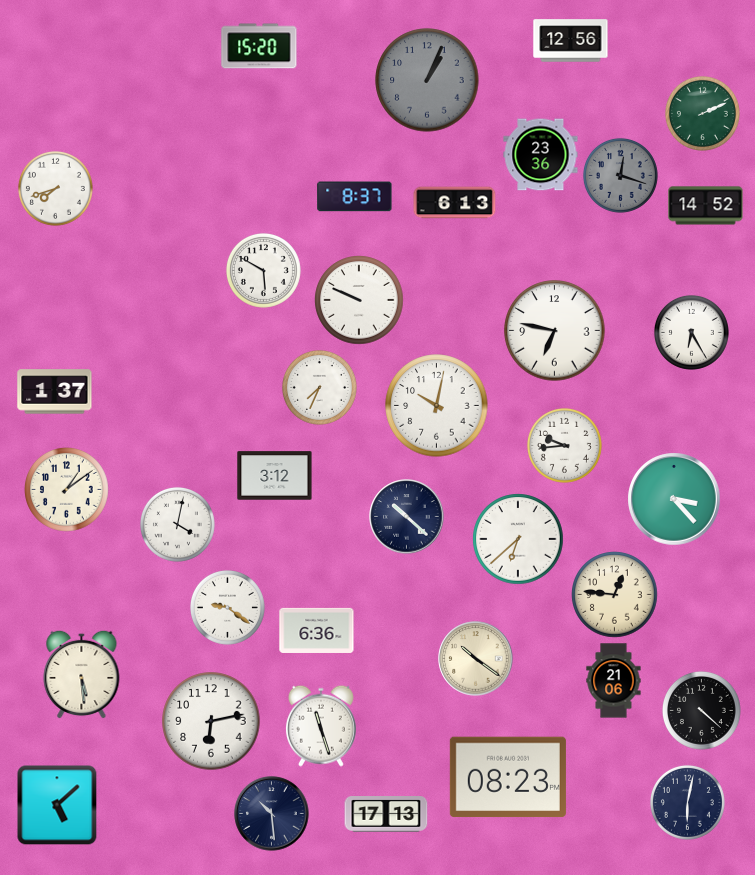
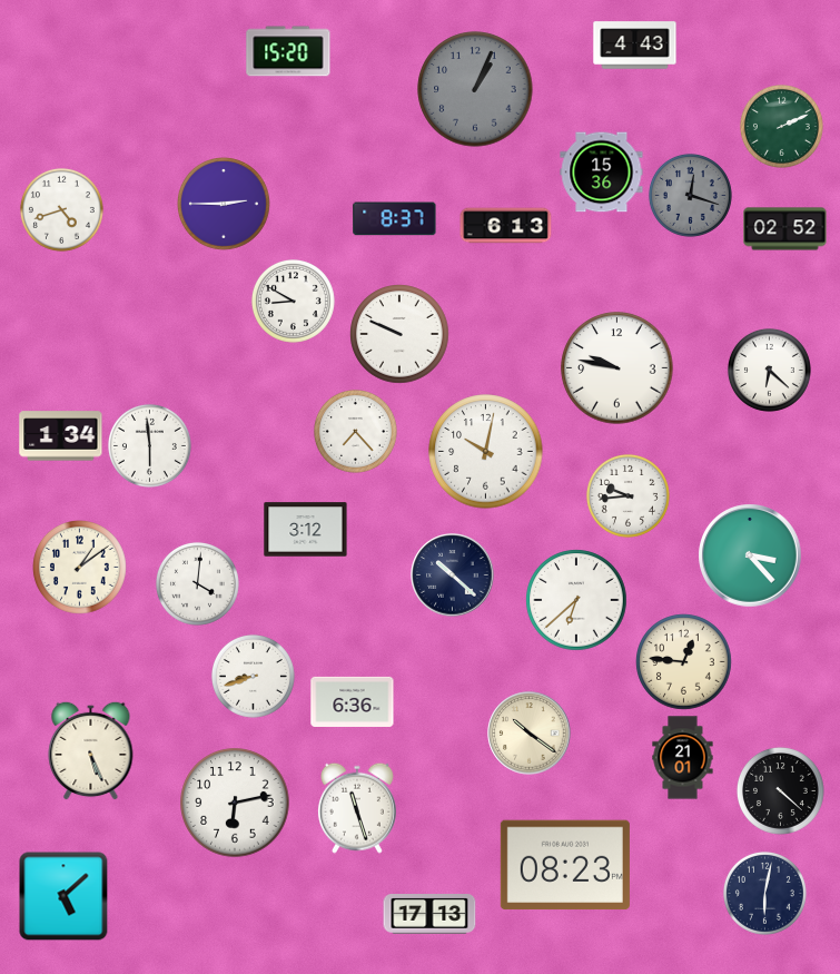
clock at (571, 41): 12:56 -> 4:43
clock at (541, 155): 23:36 -> 15:36
clock at (225, 205): none -> 2:45
clock at (55, 188): 7:42 -> 4:42
clock at (706, 206): 14:52 -> 02:52
clock at (263, 270): 5:50 -> 8:50
clock at (555, 331): 6:47 -> 9:47
clock at (691, 332): 6:25 -> 6:22
clock at (319, 387): 7:34 -> 7:23
clock at (55, 392): 1:37 -> 1:34
clock at (149, 445): none -> 5:59
clock at (67, 490) position: (67, 490) -> (80, 568)
clock at (177, 524): 4:02 -> 4:01
clock at (227, 607): 9:21 -> 8:42
clock at (82, 674): 5:29 -> 5:26
clock at (614, 681): 21:06 -> 21:01
clock at (272, 814): 10:29 -> none
clock at (386, 814) position: (386, 814) -> (429, 914)
